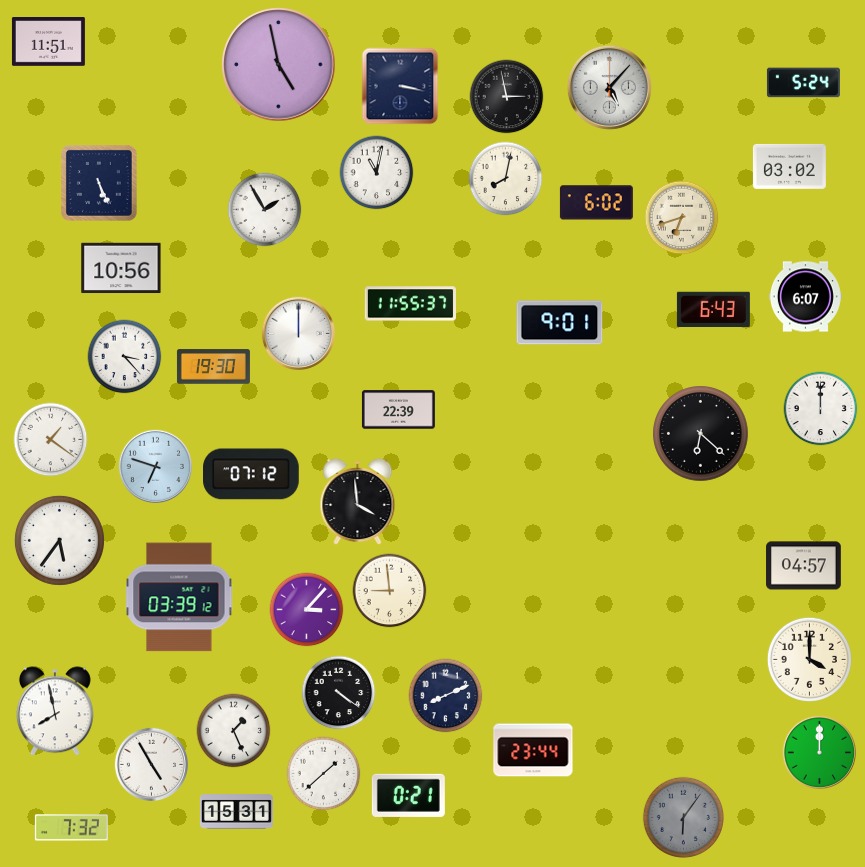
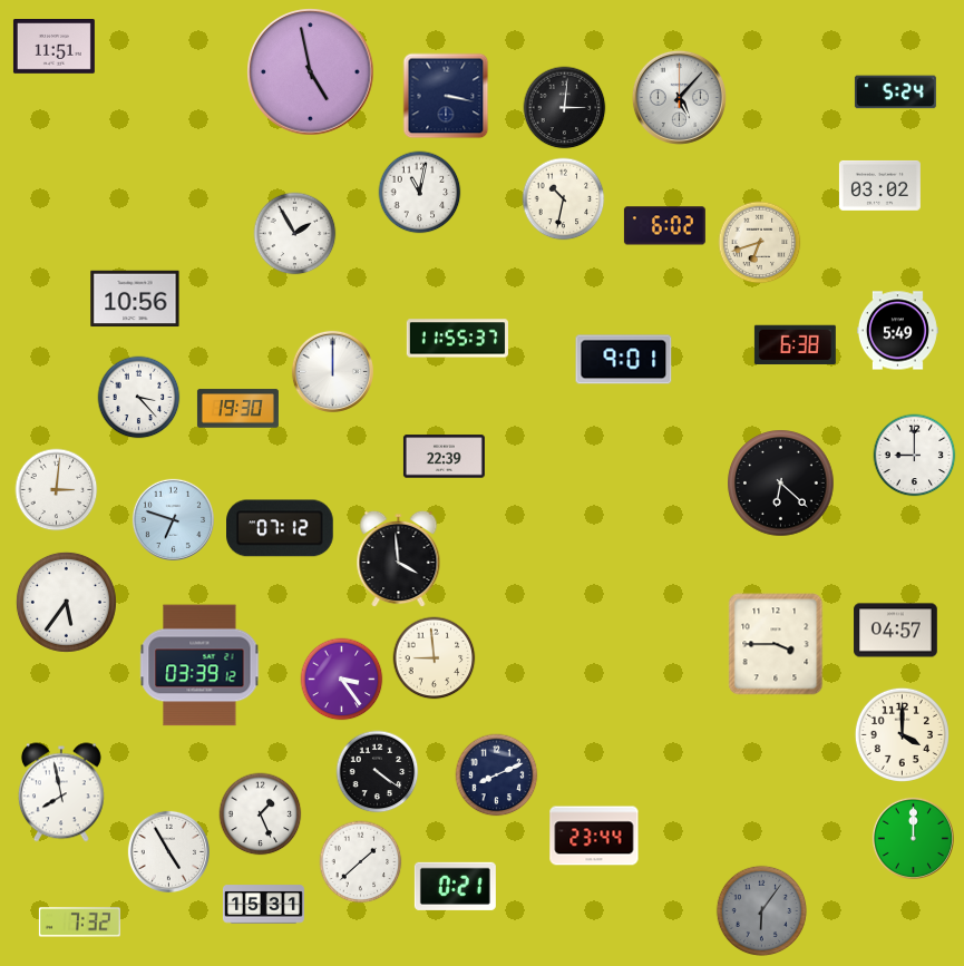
clock at (507, 97): 2:58 -> 3:01
clock at (506, 179): 8:02 -> 10:32
clock at (99, 183): 5:26 -> none
clock at (805, 297): 6:07 -> 5:49
clock at (713, 309): 6:43 -> 6:38
clock at (821, 409): 12:00 -> 9:00
clock at (51, 440): 1:21 -> 3:01
clock at (776, 644): none -> 3:45
clock at (307, 610): 3:07 -> 3:24
